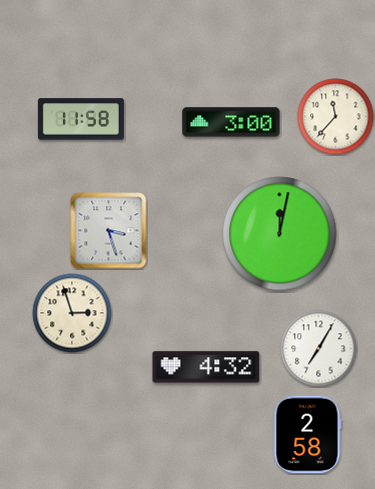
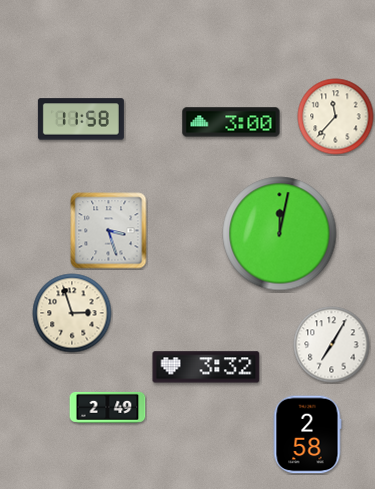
clock at (319, 349) position: (319, 349) -> (332, 345)
clock at (206, 367): 4:32 -> 3:32
clock at (108, 407): none -> 2:49
